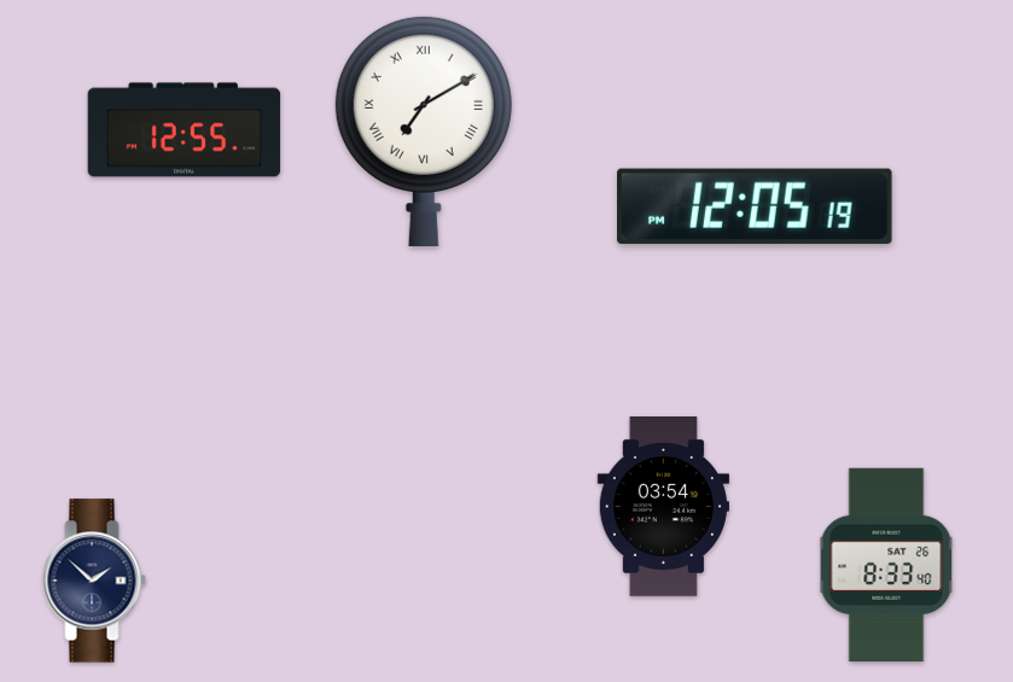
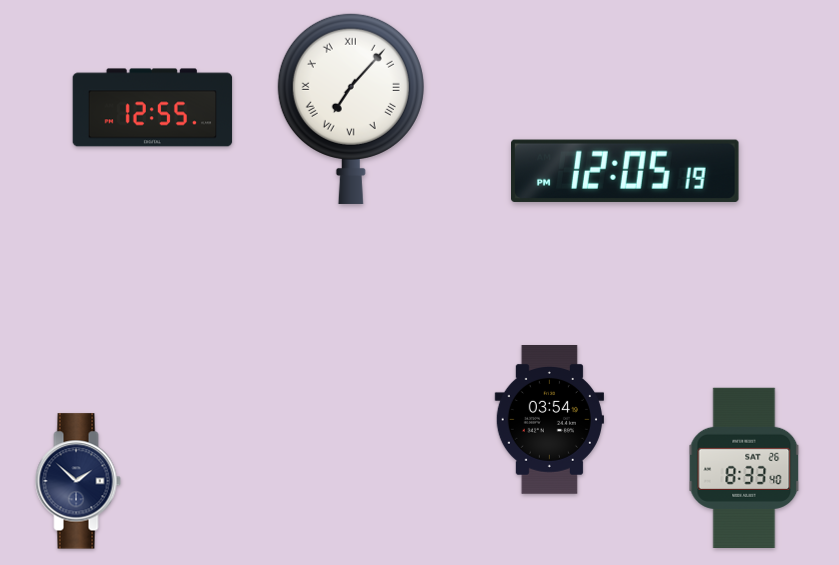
clock at (424, 130): 7:10 -> 7:07
clock at (886, 564) position: (886, 564) -> (744, 467)
